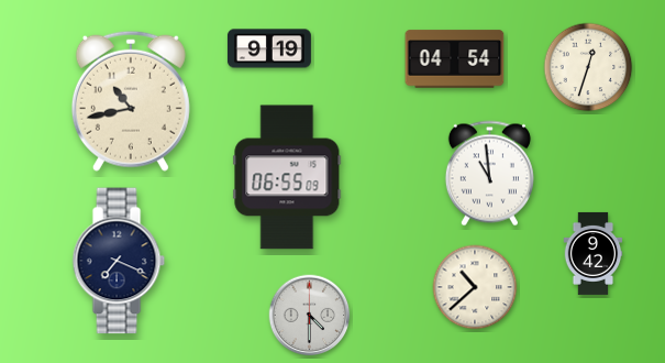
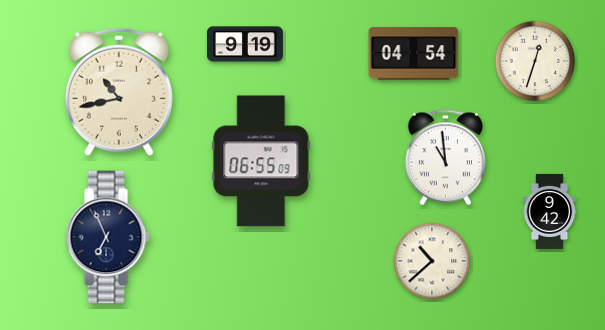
clock at (594, 253) position: (594, 253) -> (550, 211)
clock at (119, 261): 7:19 -> 6:56
clock at (310, 316): 4:30 -> none
